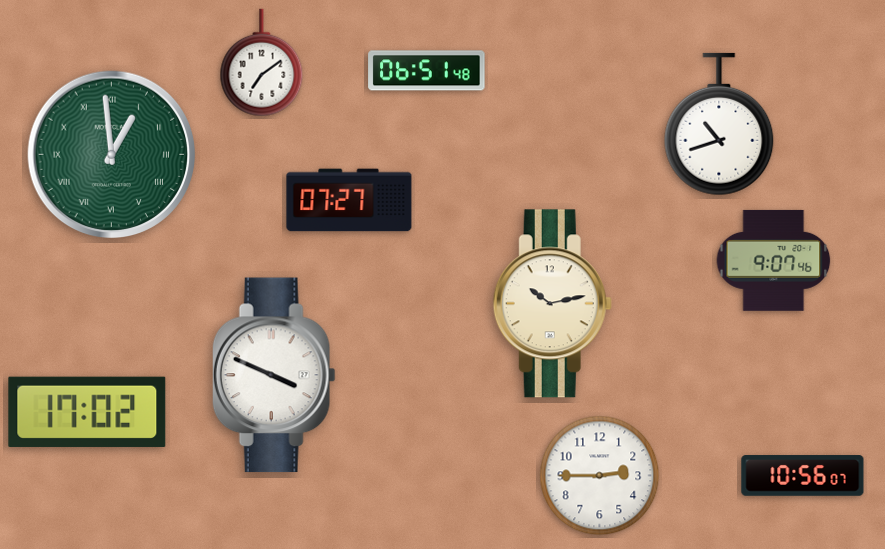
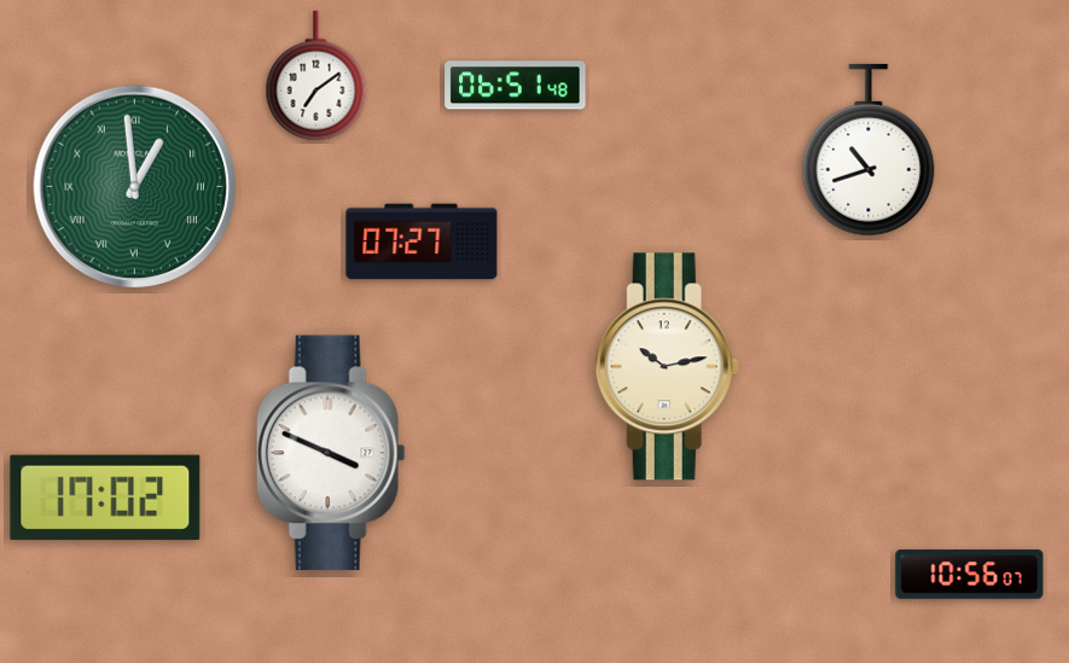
clock at (774, 260): 9:07 -> none
clock at (600, 476): 2:45 -> none
